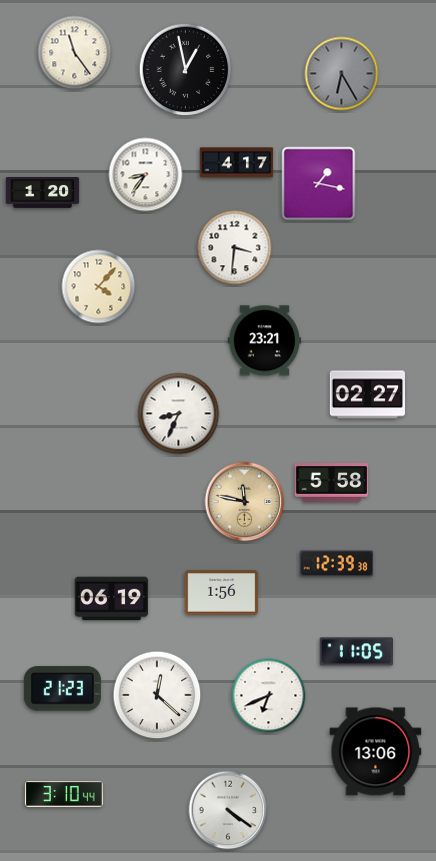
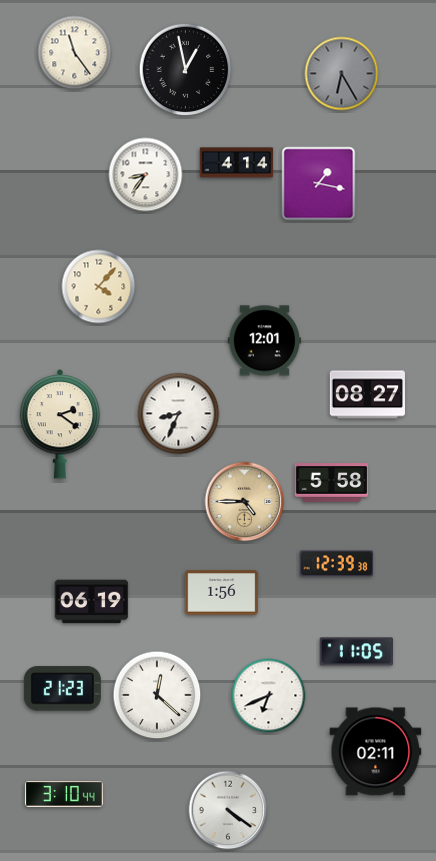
clock at (237, 163): 4:17 -> 4:14
clock at (43, 193): 1:20 -> none
clock at (235, 248): 3:31 -> none
clock at (265, 341): 23:21 -> 12:01
clock at (367, 395): 02:27 -> 08:27
clock at (59, 424): none -> 2:21
clock at (245, 502): 11:47 -> 4:45
clock at (112, 599) position: (112, 599) -> (92, 602)
clock at (376, 752): 13:06 -> 02:11
